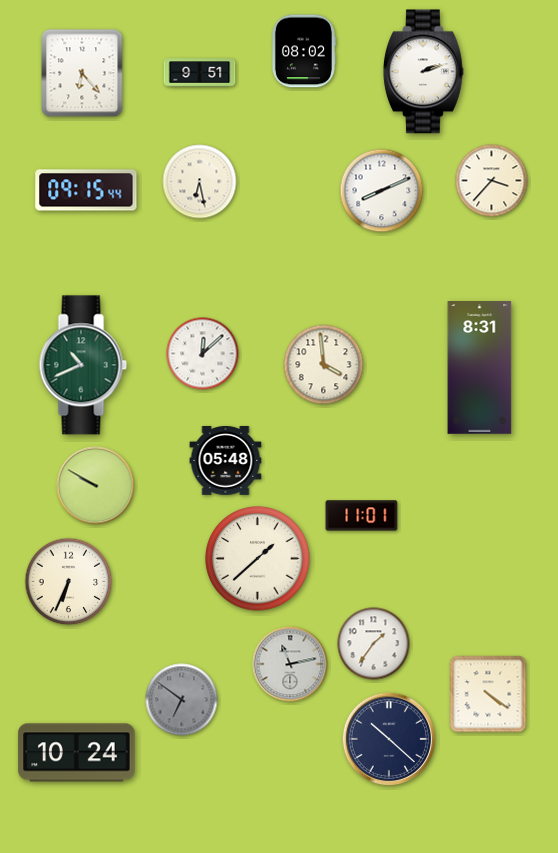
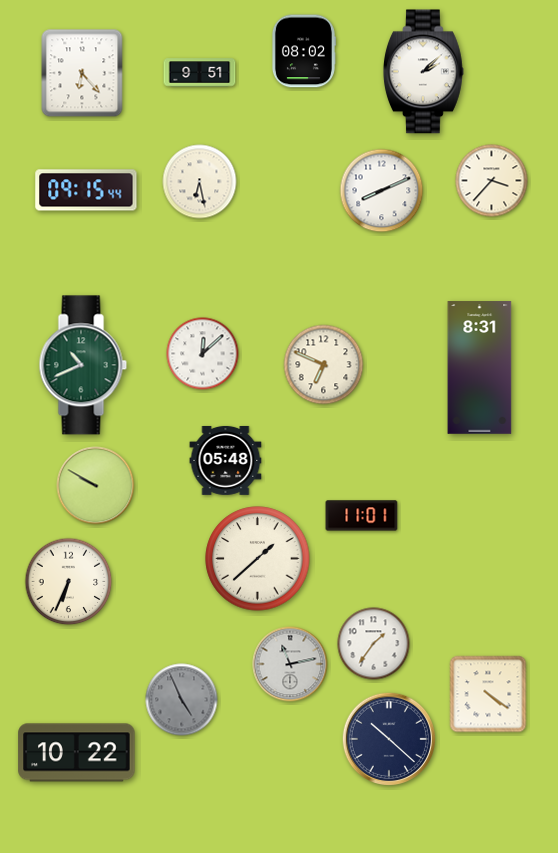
clock at (423, 72): 2:12 -> 2:08
clock at (324, 365): 3:59 -> 6:49
clock at (182, 700): 6:51 -> 4:56
clock at (77, 753): 10:24 -> 10:22
